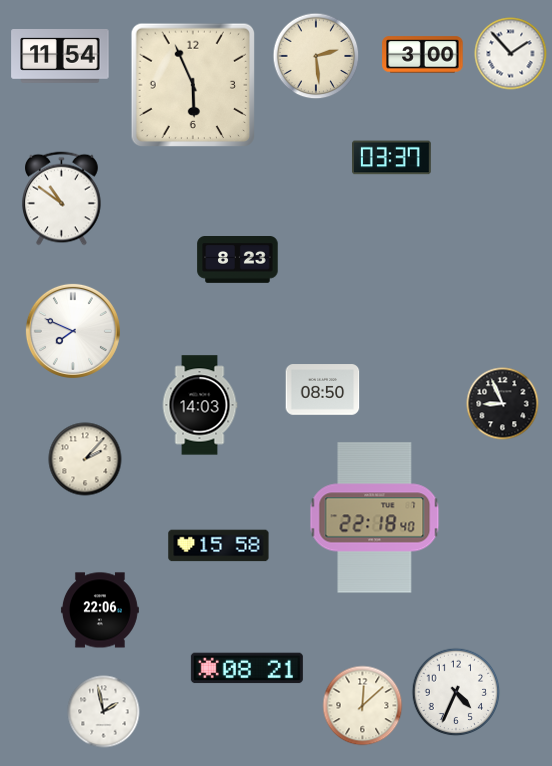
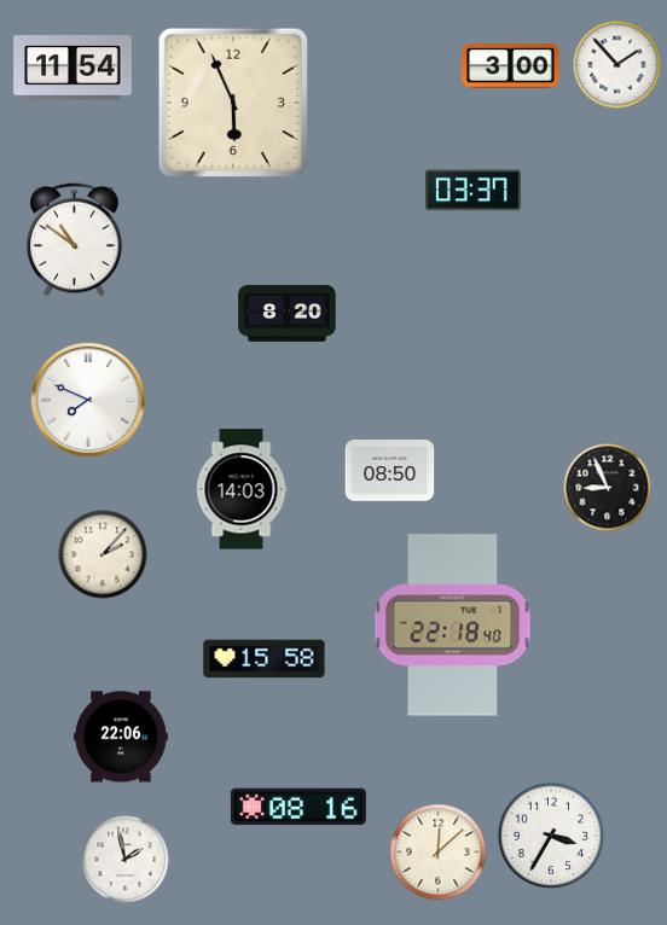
clock at (316, 56): 2:29 -> none
clock at (238, 260): 8:23 -> 8:20
clock at (247, 668): 08:21 -> 08:16
clock at (456, 692): 4:34 -> 3:35
